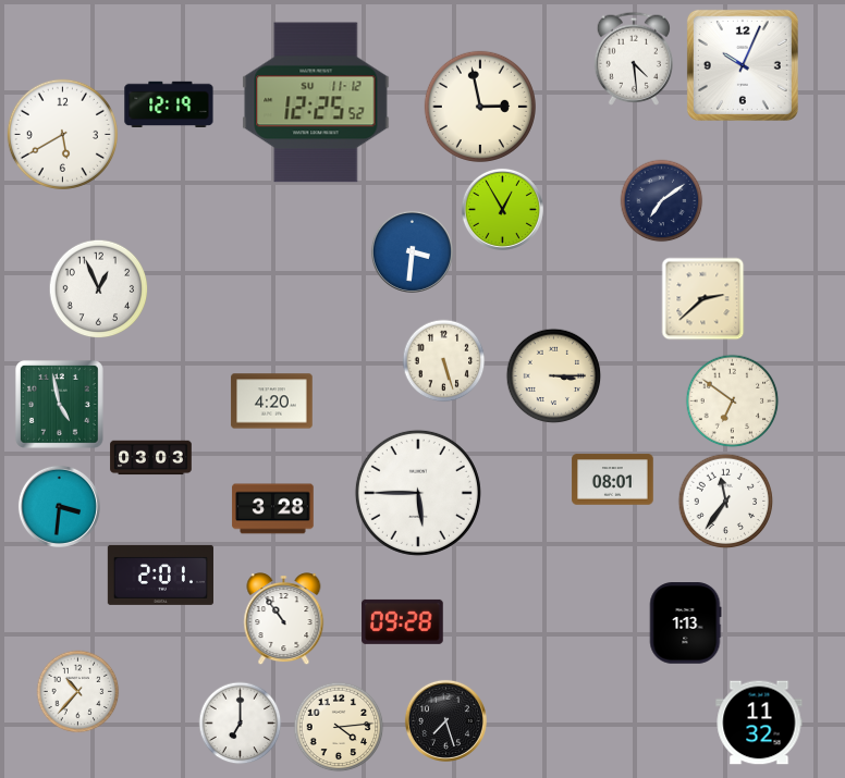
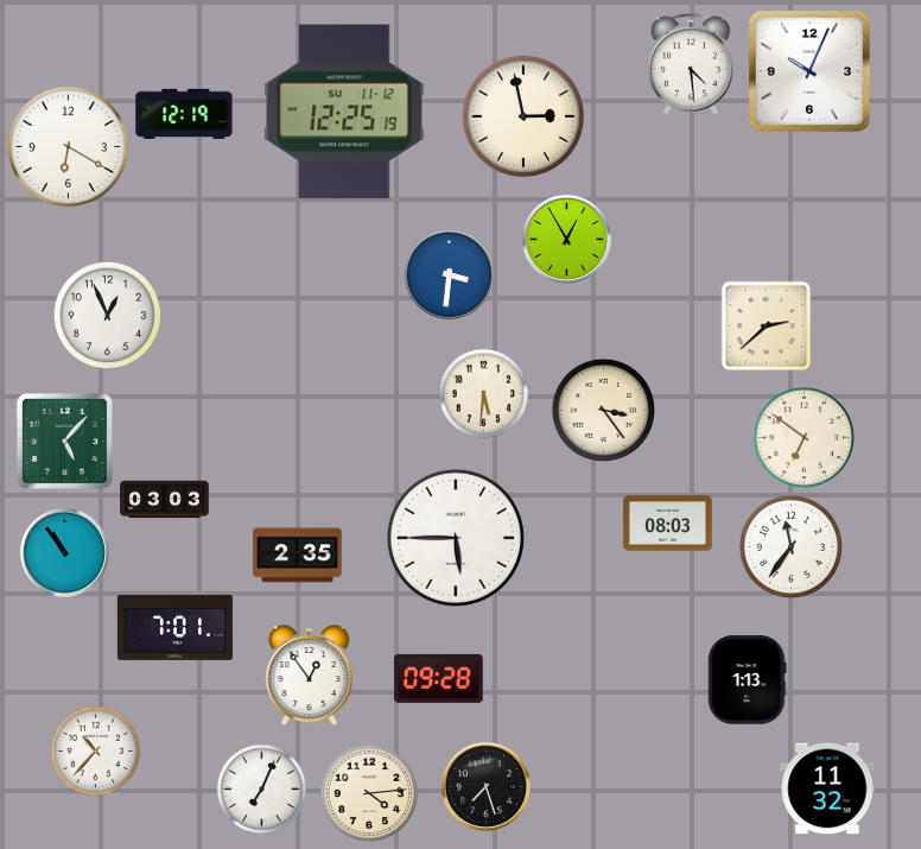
clock at (316, 102): 12:25:52 -> 12:25:19
clock at (62, 134): 5:40 -> 6:20
clock at (662, 201): 7:09 -> none
clock at (502, 209) position: (502, 209) -> (566, 239)
clock at (444, 361): 5:27 -> 5:31
clock at (554, 376): 3:15 -> 3:24
clock at (272, 402): 4:20 -> none
clock at (733, 402) position: (733, 402) -> (805, 438)
clock at (59, 404): 4:58 -> 5:07
clock at (613, 480): 08:01 -> 08:03
clock at (59, 506): 3:31 -> 10:54
clock at (273, 509): 3:28 -> 2:35
clock at (160, 575): 2:01 -> 7:01
clock at (284, 619): 10:54 -> 12:54
clock at (78, 692) position: (78, 692) -> (96, 752)
clock at (241, 724): 7:00 -> 7:04
